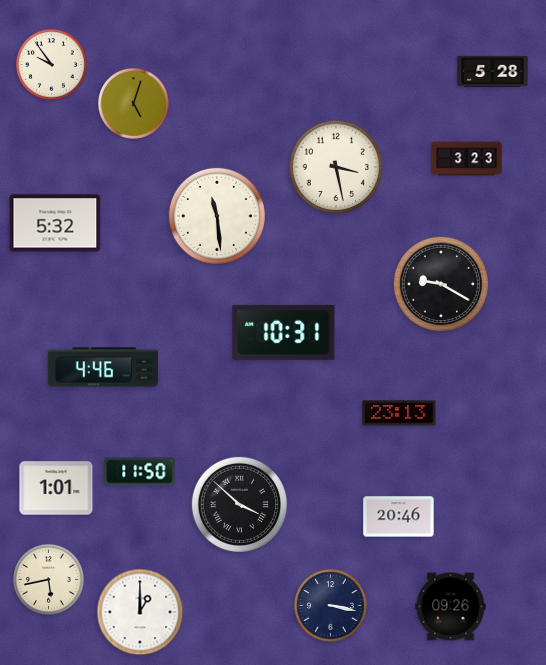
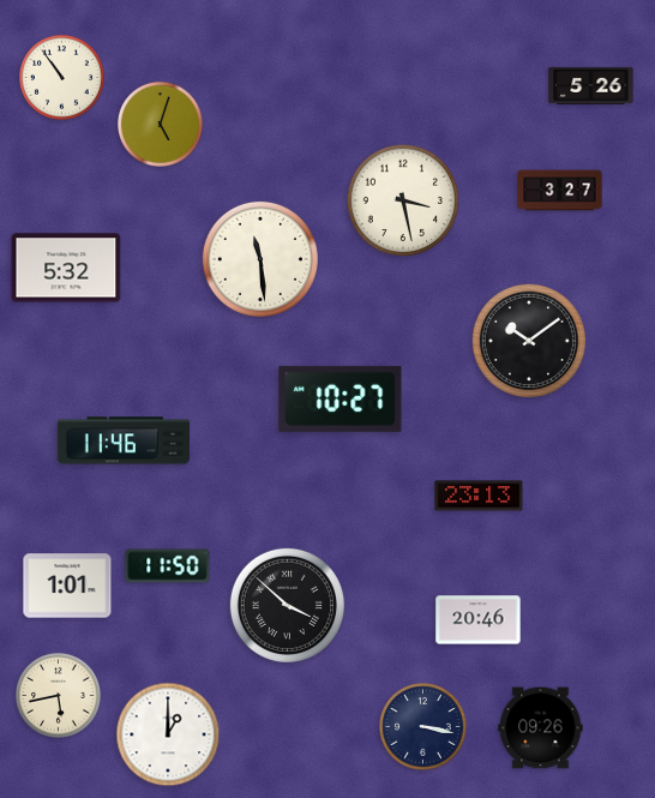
clock at (52, 65): 9:54 -> 10:54
clock at (493, 71): 5:28 -> 5:26
clock at (467, 159): 3:23 -> 3:27
clock at (441, 284): 9:20 -> 10:09
clock at (284, 332): 10:31 -> 10:27
clock at (103, 367): 4:46 -> 11:46
clock at (331, 606) position: (331, 606) -> (423, 727)
